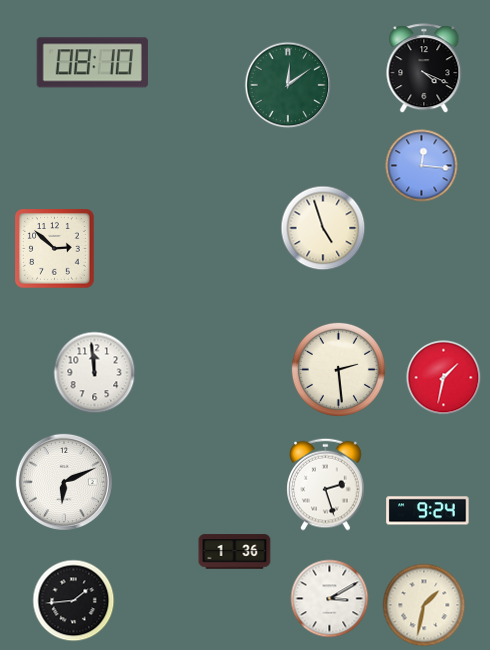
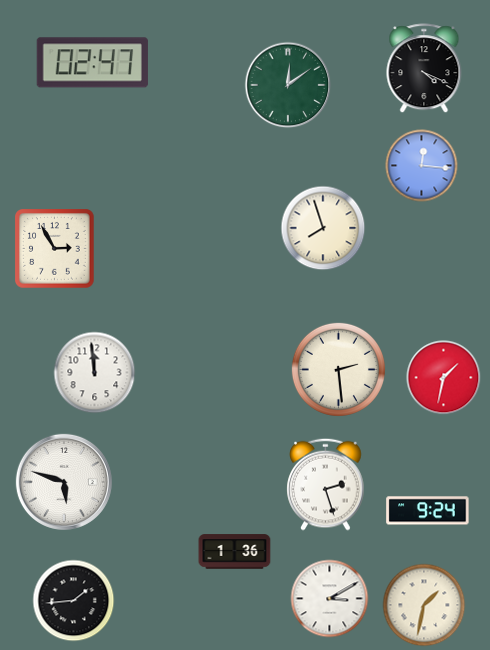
clock at (92, 63): 08:10 -> 02:47
clock at (323, 228): 4:57 -> 7:57
clock at (55, 249): 2:52 -> 2:55
clock at (64, 482): 6:11 -> 5:48
